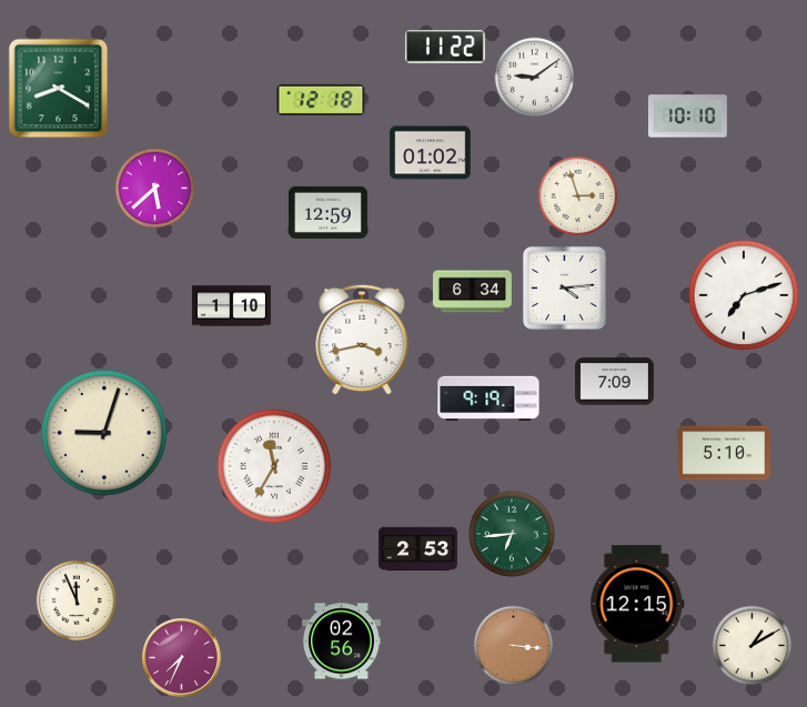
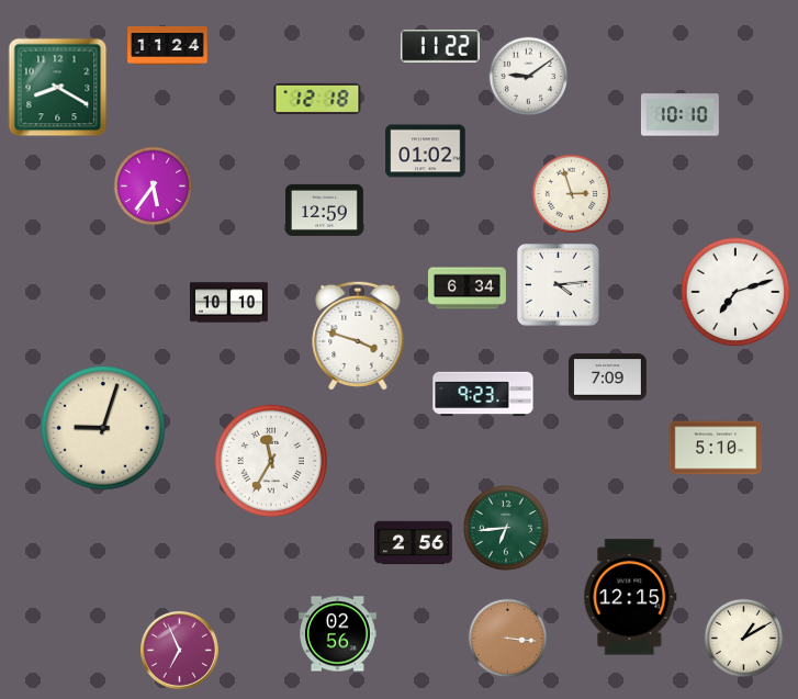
clock at (168, 45): none -> 11:24
clock at (155, 189): 5:38 -> 5:36
clock at (231, 306): 1:10 -> 10:10
clock at (362, 340): 3:43 -> 3:48
clock at (488, 398): 9:19 -> 9:23
clock at (417, 549): 2:53 -> 2:56
clock at (77, 600): 11:56 -> none
clock at (181, 657): 7:34 -> 6:56
